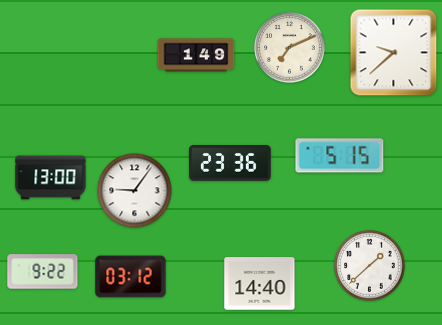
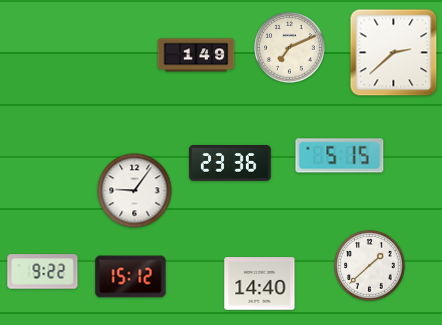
clock at (394, 53): 9:38 -> 2:38
clock at (51, 178): 13:00 -> none
clock at (131, 277): 03:12 -> 15:12
